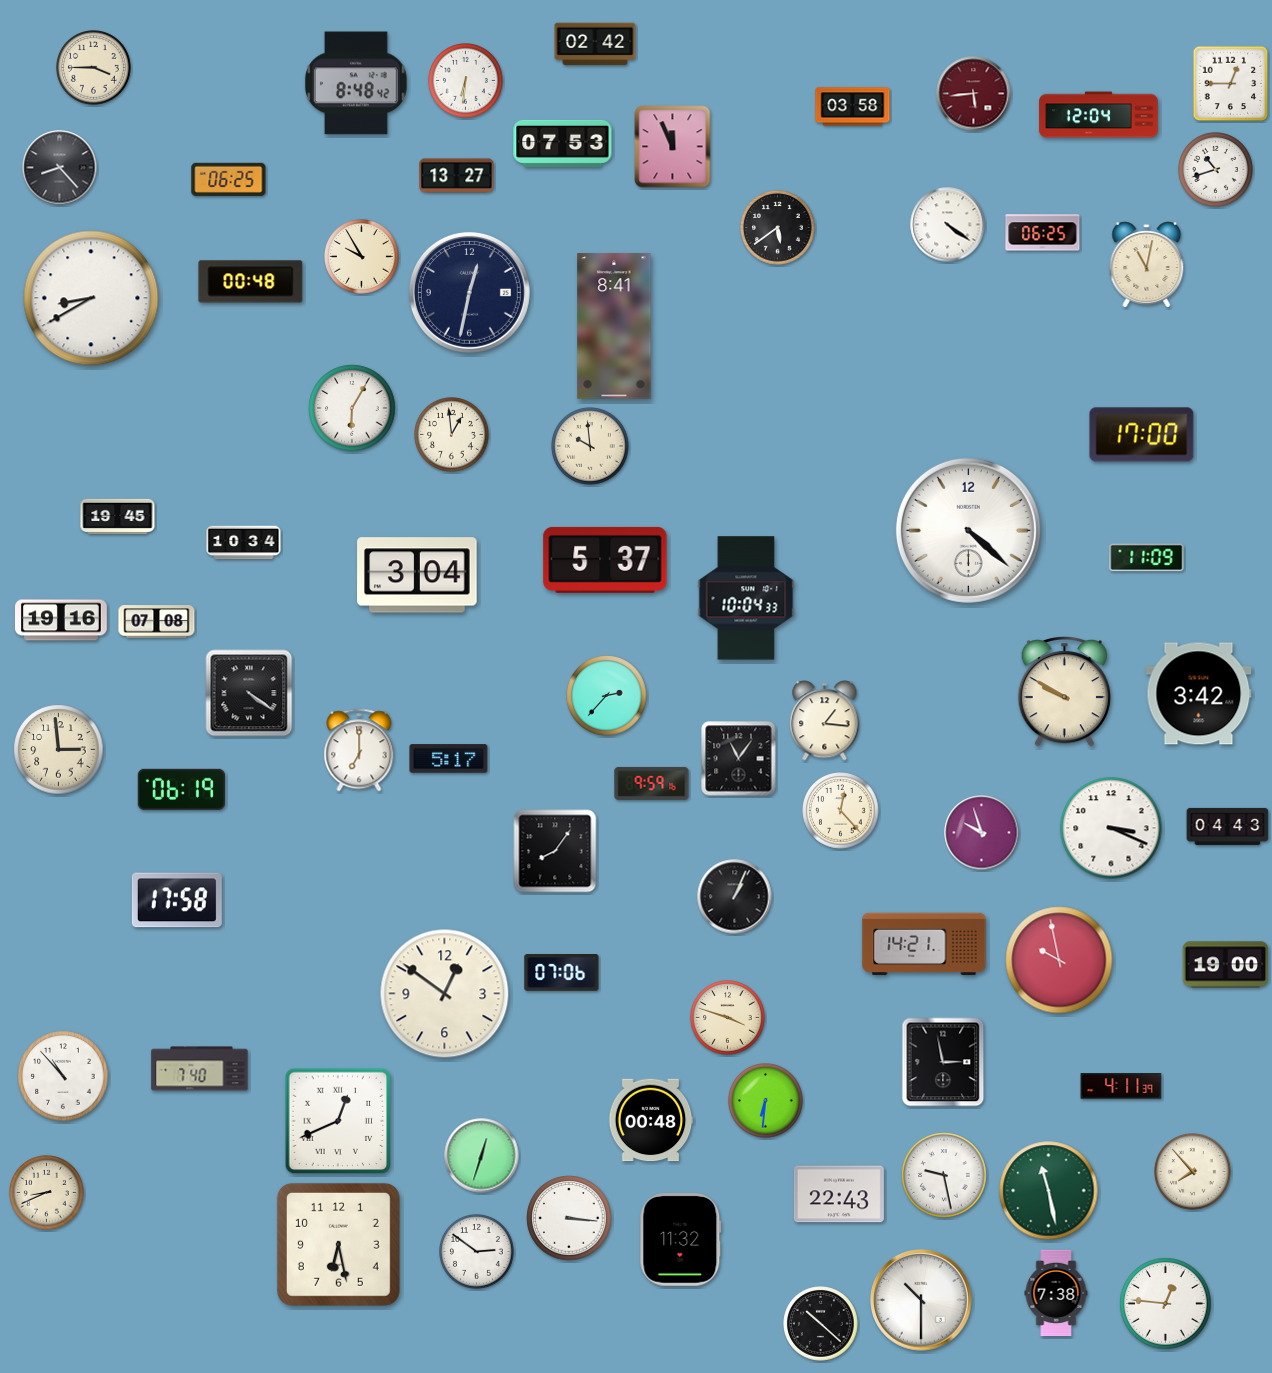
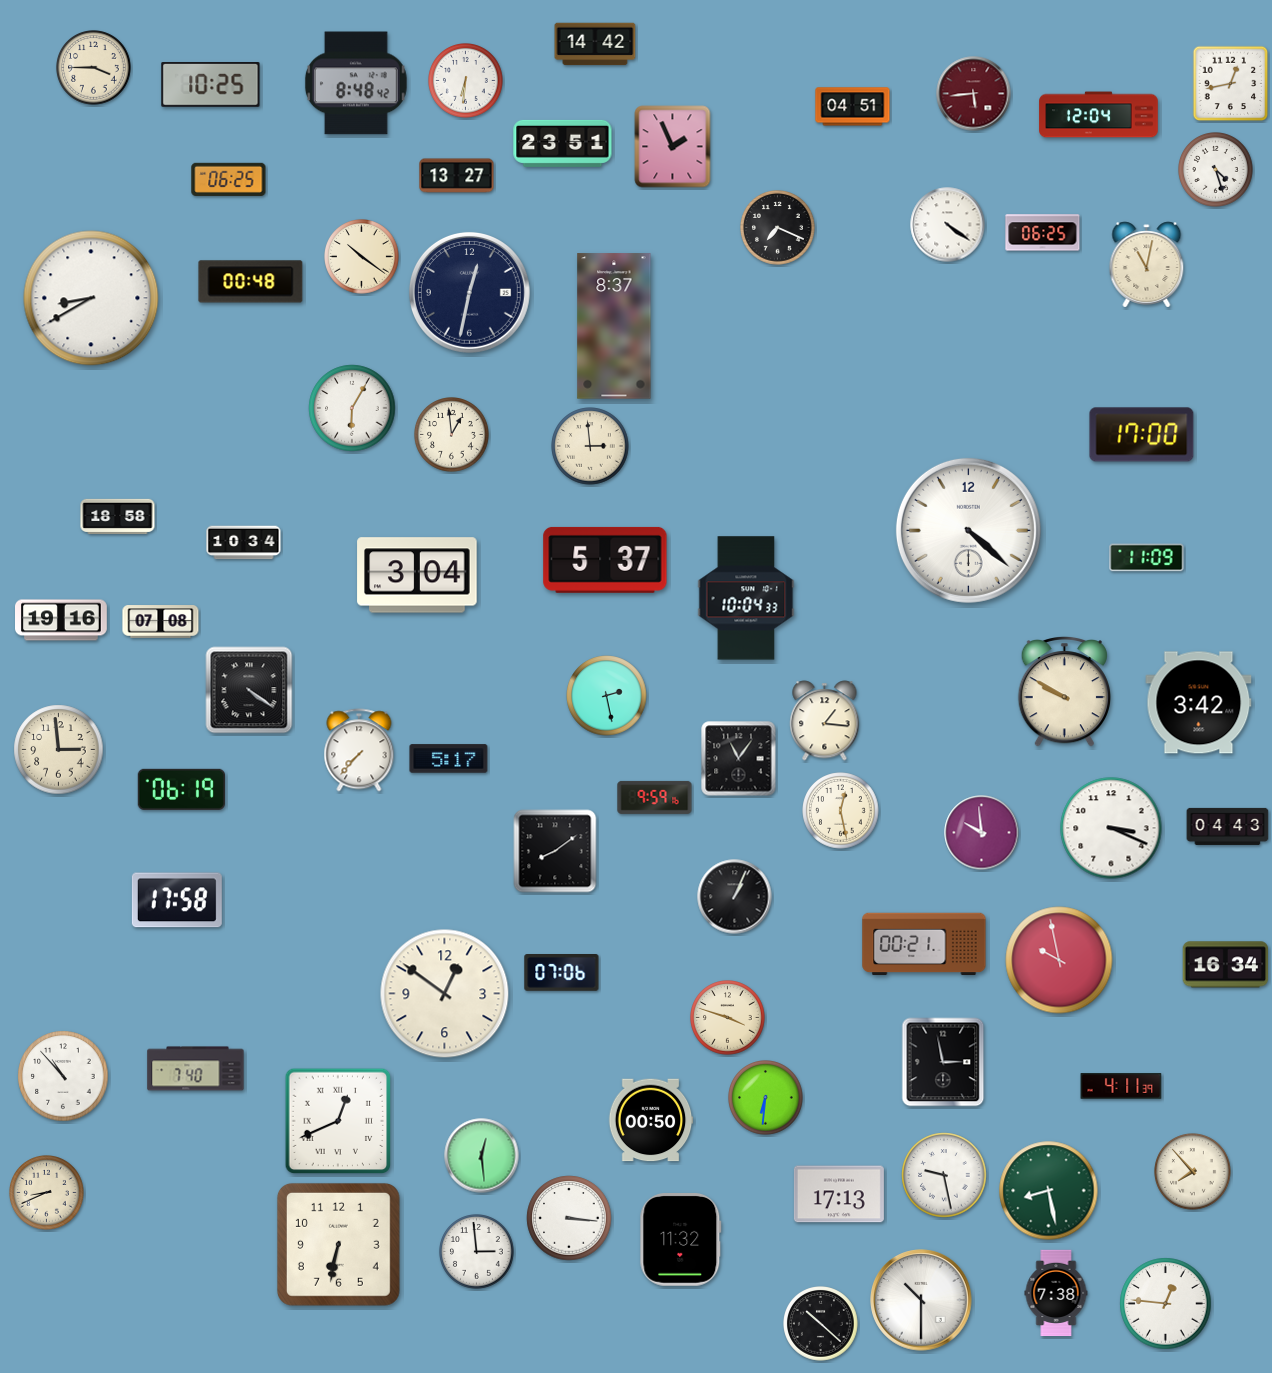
clock at (595, 44): 02:42 -> 14:42
clock at (1231, 84): 12:45 -> 12:43
clock at (211, 85): none -> 10:25
clock at (853, 107): 03:58 -> 04:51
clock at (563, 143): 07:53 -> 23:51
clock at (673, 147): 11:56 -> 1:56
clock at (60, 168): 8:23 -> none
clock at (1216, 170): 10:42 -> 4:27
clock at (778, 228): 5:39 -> 7:19
clock at (362, 257): 9:55 -> 10:21
clock at (614, 326): 8:41 -> 8:37
clock at (590, 446): 9:59 -> 2:59
clock at (118, 516): 19:45 -> 18:58
clock at (157, 622) position: (157, 622) -> (161, 622)
clock at (249, 693) position: (249, 693) -> (249, 690)
clock at (1199, 694) position: (1199, 694) -> (1199, 703)
clock at (607, 696): 2:37 -> 2:28
clock at (359, 750): 7:00 -> 7:37
clock at (652, 783) position: (652, 783) -> (655, 797)
clock at (841, 811): 12:23 -> 12:28
clock at (982, 833): 9:57 -> 9:59
clock at (555, 851): 8:06 -> 8:09
clock at (924, 944): 14:21 -> 00:21
clock at (1226, 965): 19:00 -> 16:34
clock at (200, 1069) position: (200, 1069) -> (196, 1069)
clock at (766, 1101) position: (766, 1101) -> (766, 1098)
clock at (651, 1120): 00:48 -> 00:50
clock at (482, 1156): 12:33 -> 12:29
clock at (1049, 1191): 11:28 -> 8:28
clock at (839, 1194): 22:43 -> 17:13
clock at (338, 1244): 6:28 -> 6:32
clock at (477, 1252): 2:51 -> 2:59
